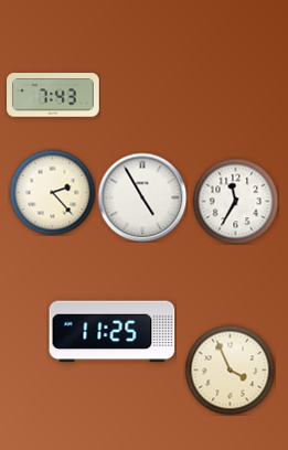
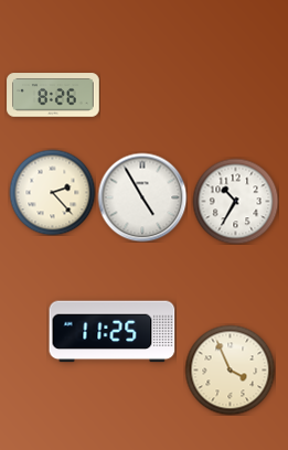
clock at (53, 95): 7:43 -> 8:26
clock at (235, 201): 11:35 -> 10:35
